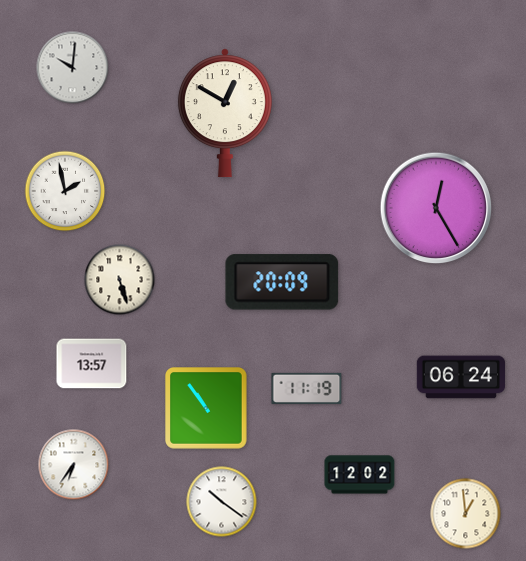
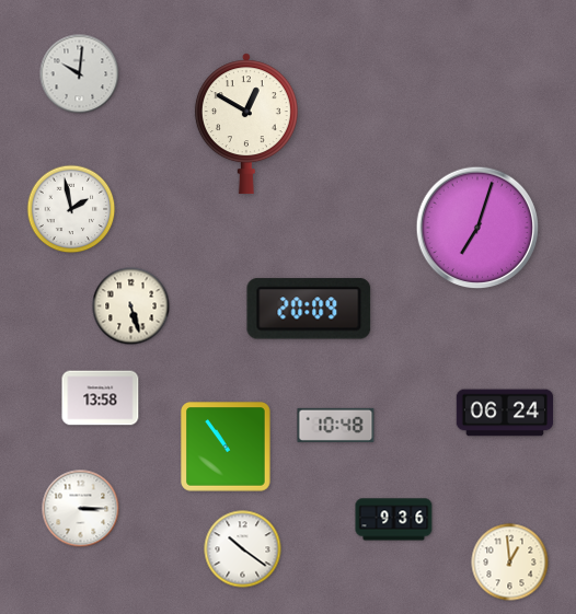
clock at (436, 208): 12:25 -> 7:03
clock at (92, 364): 13:57 -> 13:58
clock at (307, 388): 11:19 -> 10:48
clock at (74, 465): 6:36 -> 3:15
clock at (360, 475): 12:02 -> 9:36
